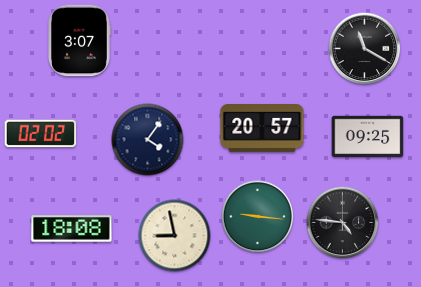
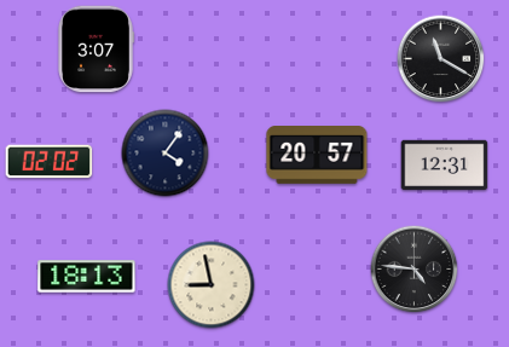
clock at (368, 137): 09:25 -> 12:31
clock at (148, 140) position: (148, 140) -> (166, 154)
clock at (258, 217): 9:16 -> none
clock at (72, 229): 18:08 -> 18:13
